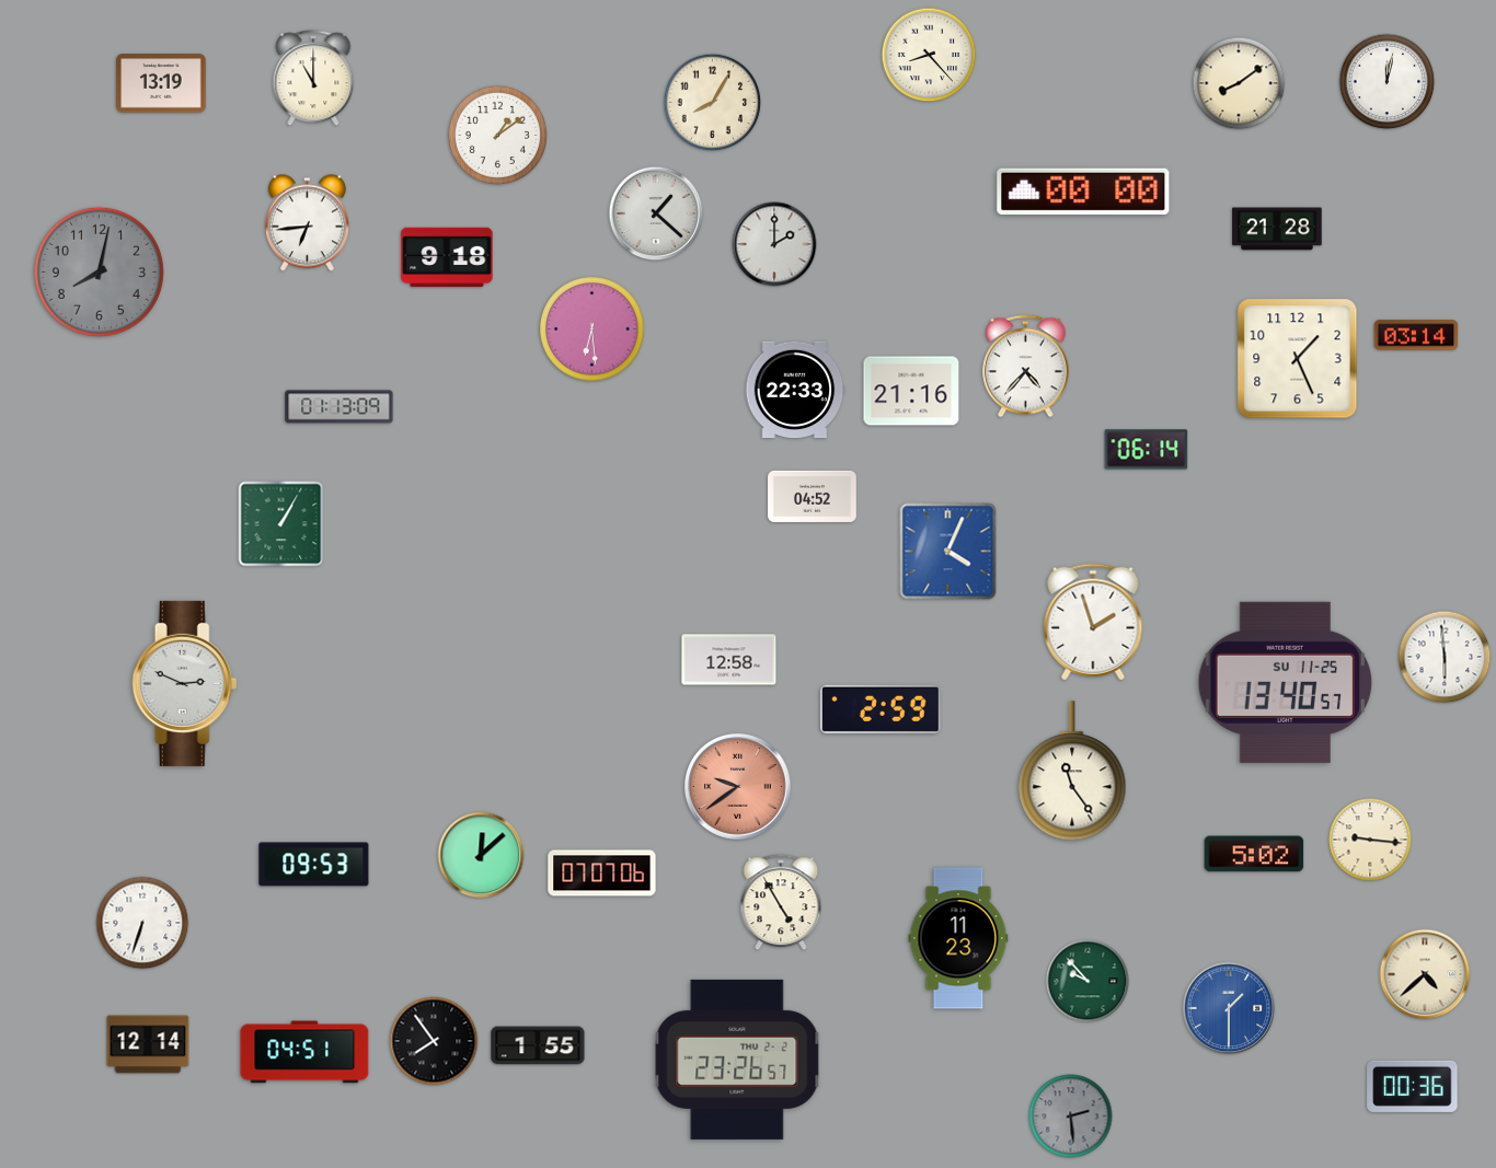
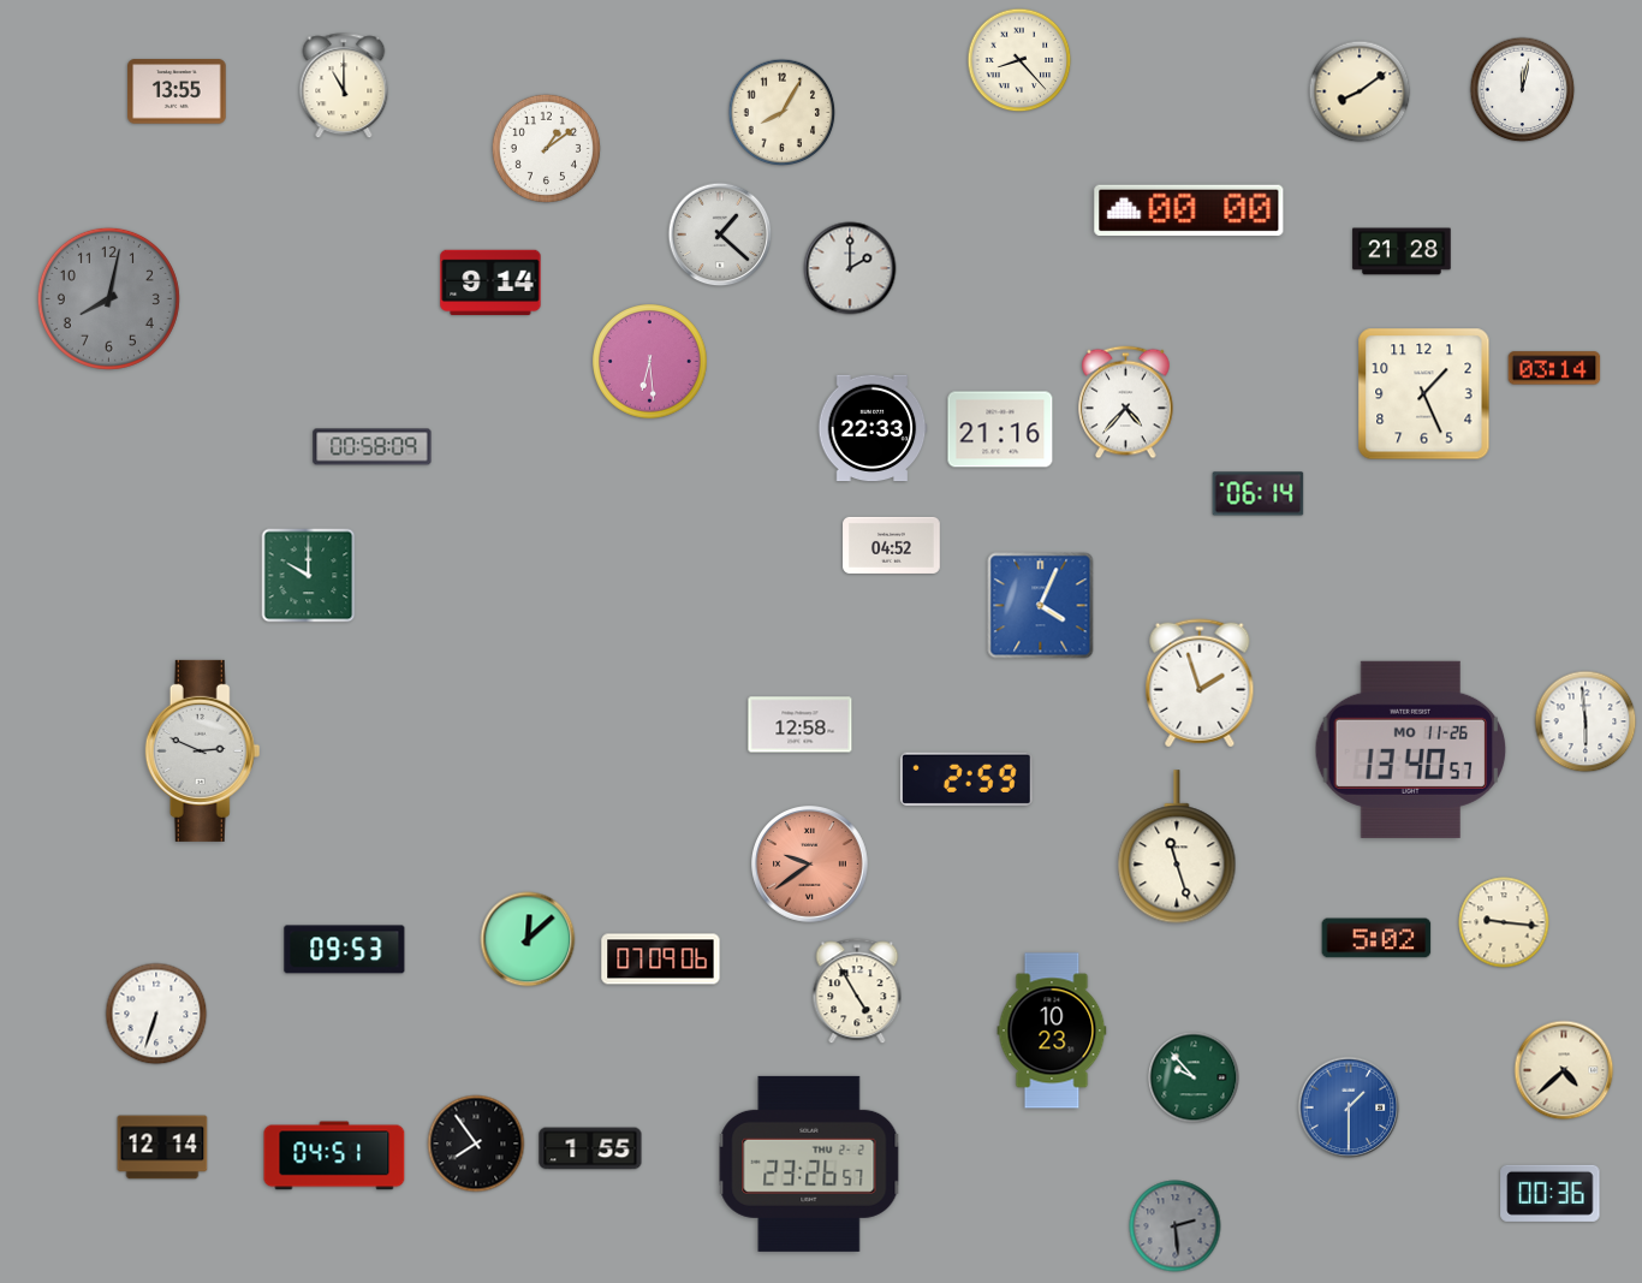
clock at (161, 83): 13:19 -> 13:55
clock at (307, 223): 6:44 -> none
clock at (447, 257): 9:18 -> 9:14
clock at (340, 407): 01:13 -> 00:58
clock at (281, 524): 1:05 -> 10:00
clock at (1286, 682) date: SU 11-25 -> MO 11-26
clock at (1072, 772): 11:24 -> 11:27
clock at (602, 874): 07:07 -> 07:09
clock at (958, 938): 11:23 -> 10:23
